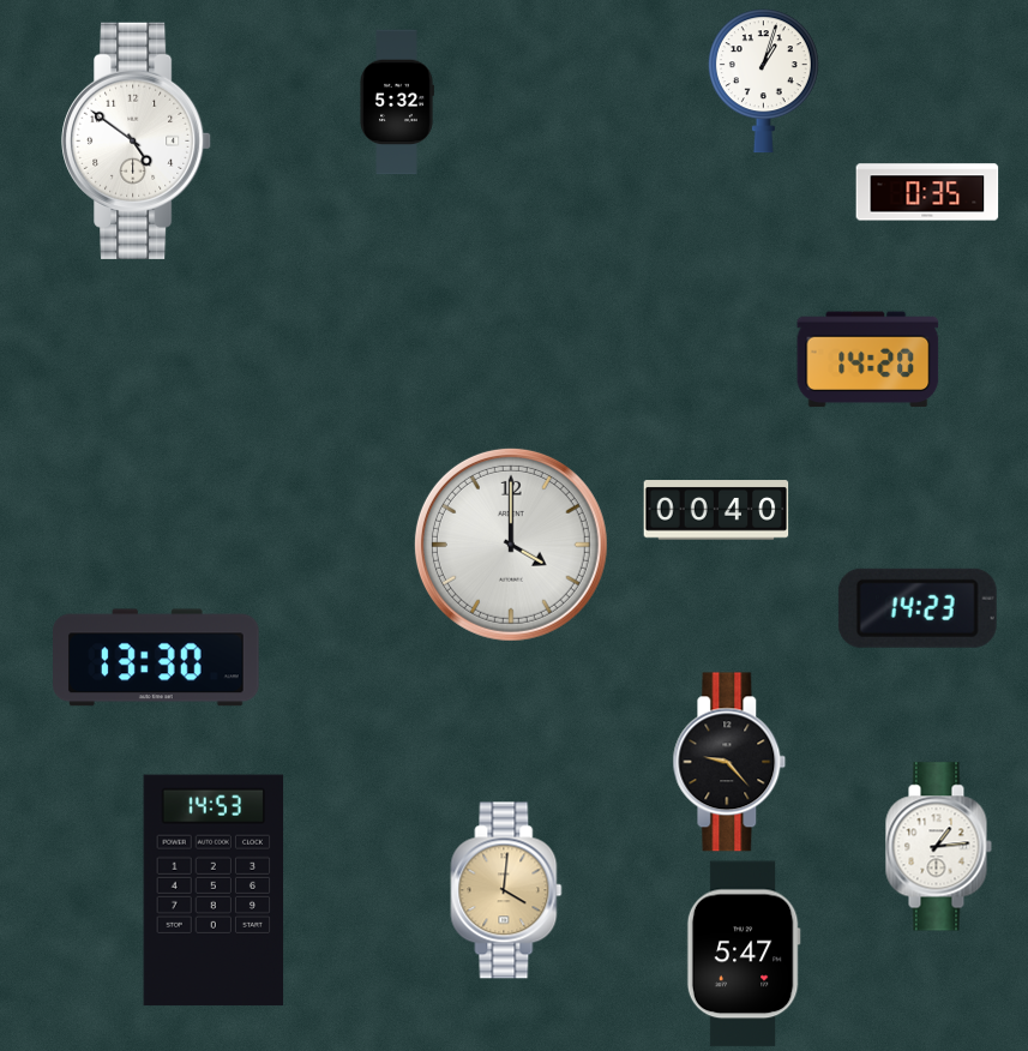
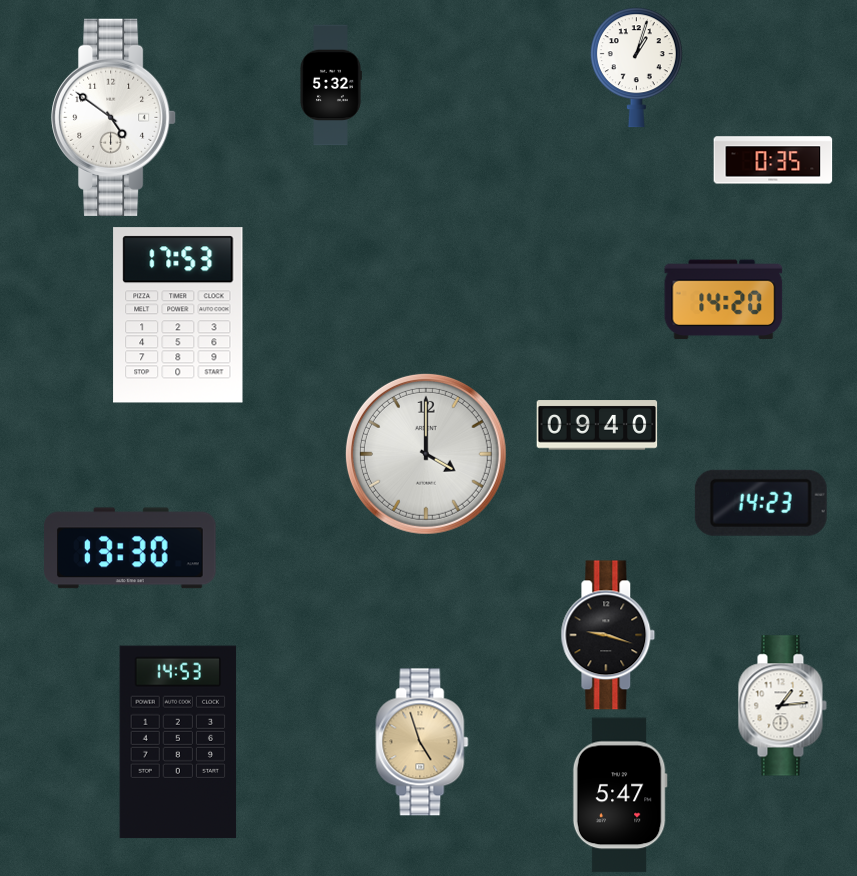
clock at (178, 315): none -> 17:53
clock at (716, 510): 00:40 -> 09:40
clock at (918, 608) position: (918, 608) -> (761, 503)
clock at (729, 762): 9:23 -> 9:18
clock at (506, 890): 4:01 -> 4:57
